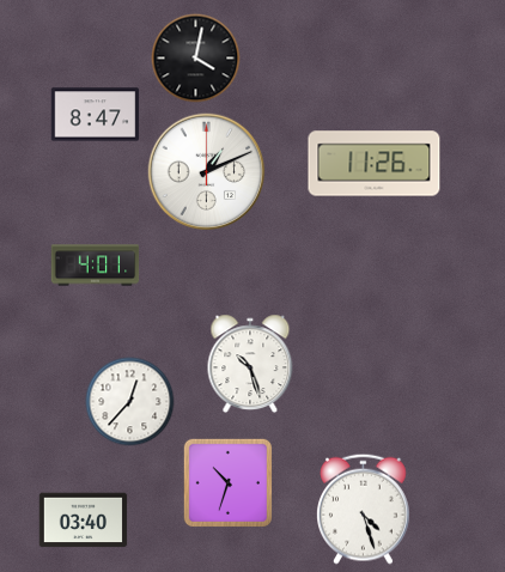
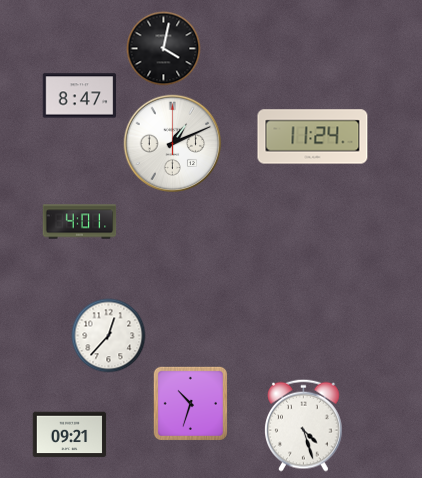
clock at (375, 164): 11:26 -> 11:24
clock at (250, 364): 10:27 -> none
clock at (84, 521): 03:40 -> 09:21
